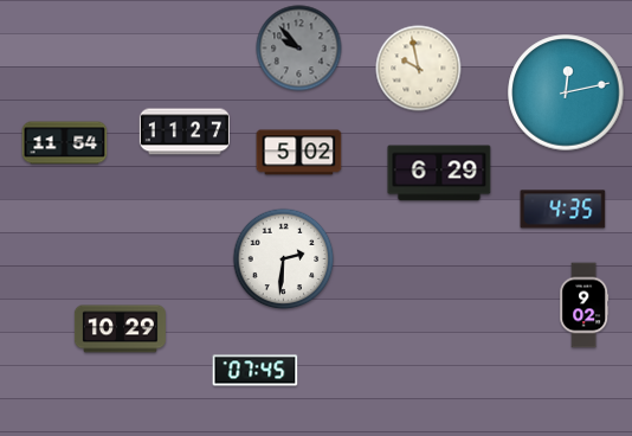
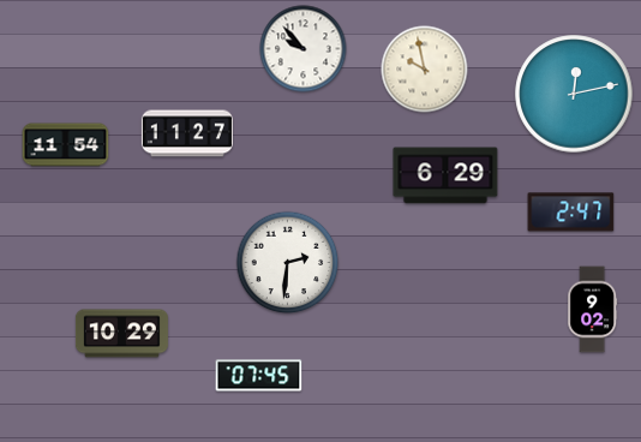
clock at (299, 49) dial: grey -> white
clock at (299, 153): 5:02 -> none
clock at (563, 210): 4:35 -> 2:47
